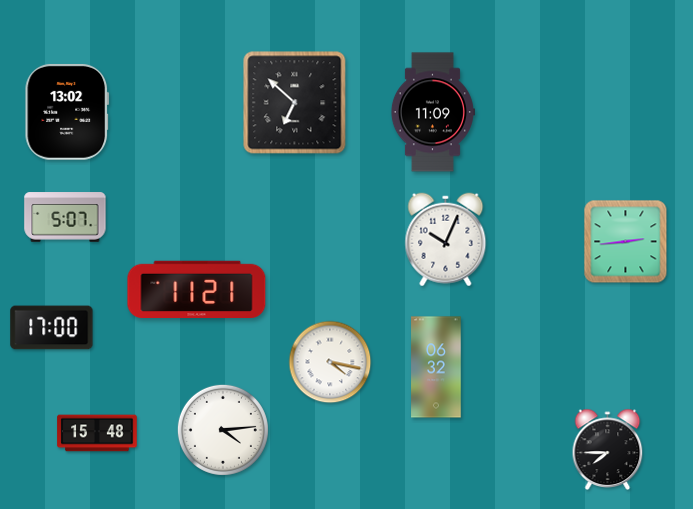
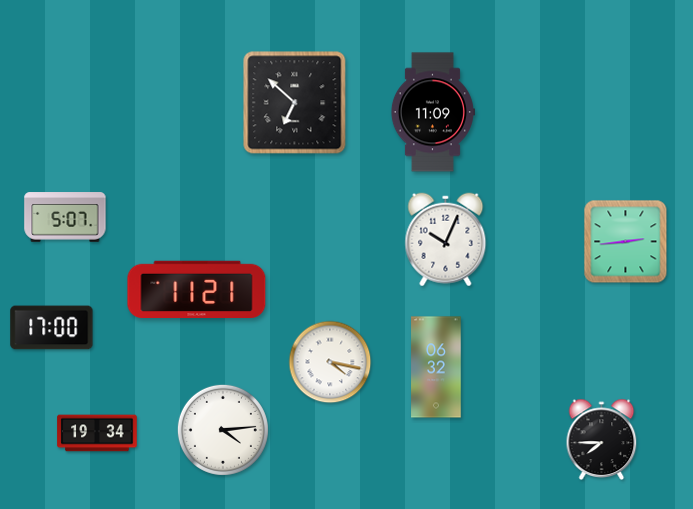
clock at (67, 112): 13:02 -> none
clock at (97, 433): 15:48 -> 19:34
clock at (608, 449) position: (608, 449) -> (602, 439)
